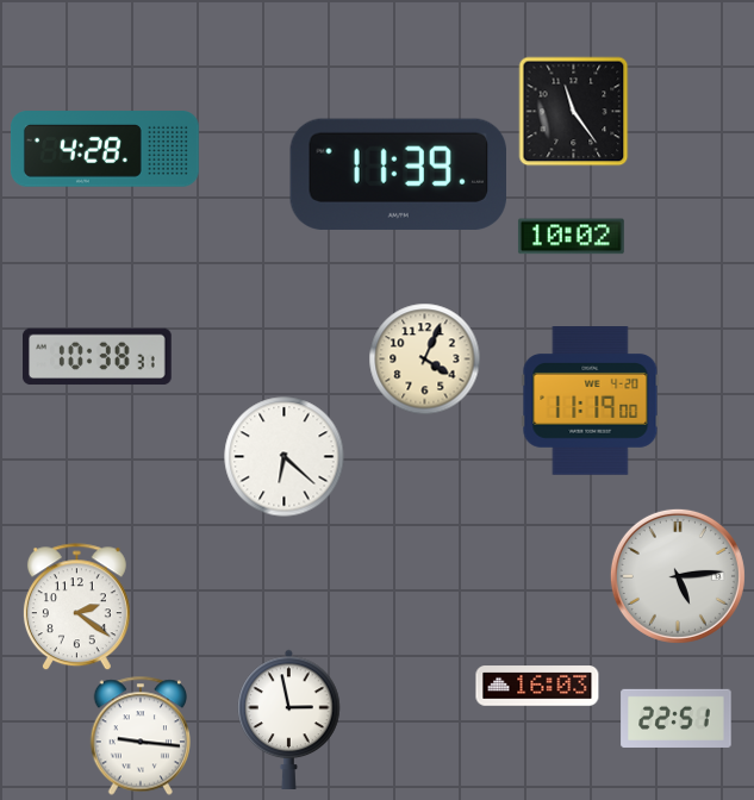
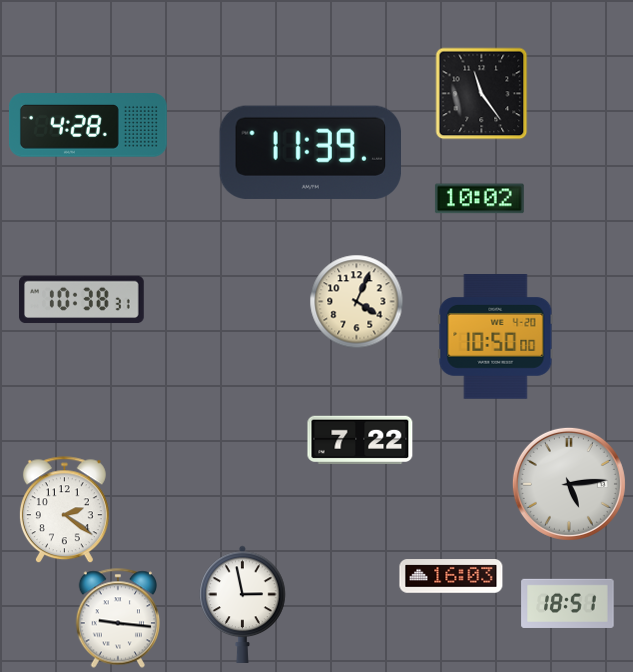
clock at (398, 174) position: (398, 174) -> (310, 152)
clock at (591, 401): 11:19 -> 10:50
clock at (285, 457): 6:22 -> none
clock at (360, 439): none -> 7:22
clock at (677, 718): 22:51 -> 18:51
